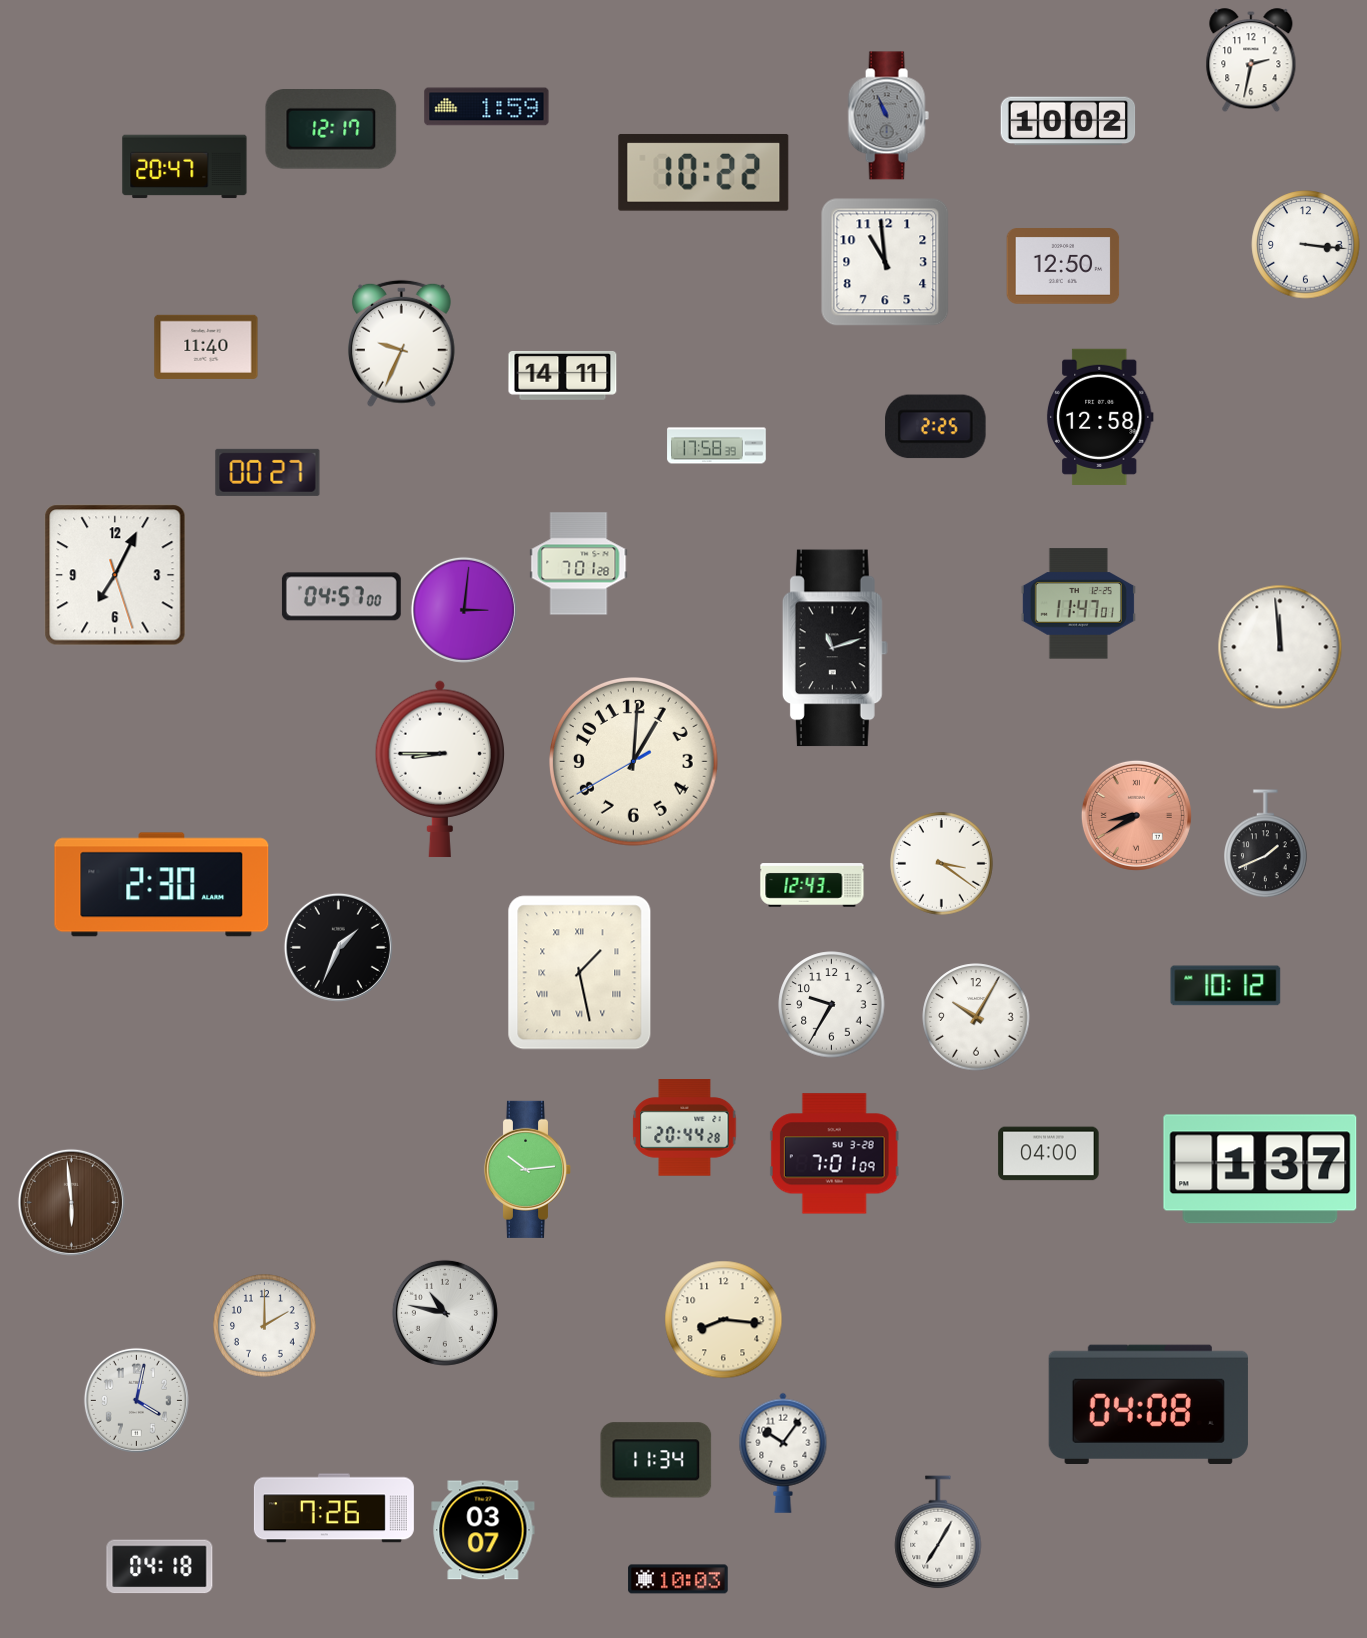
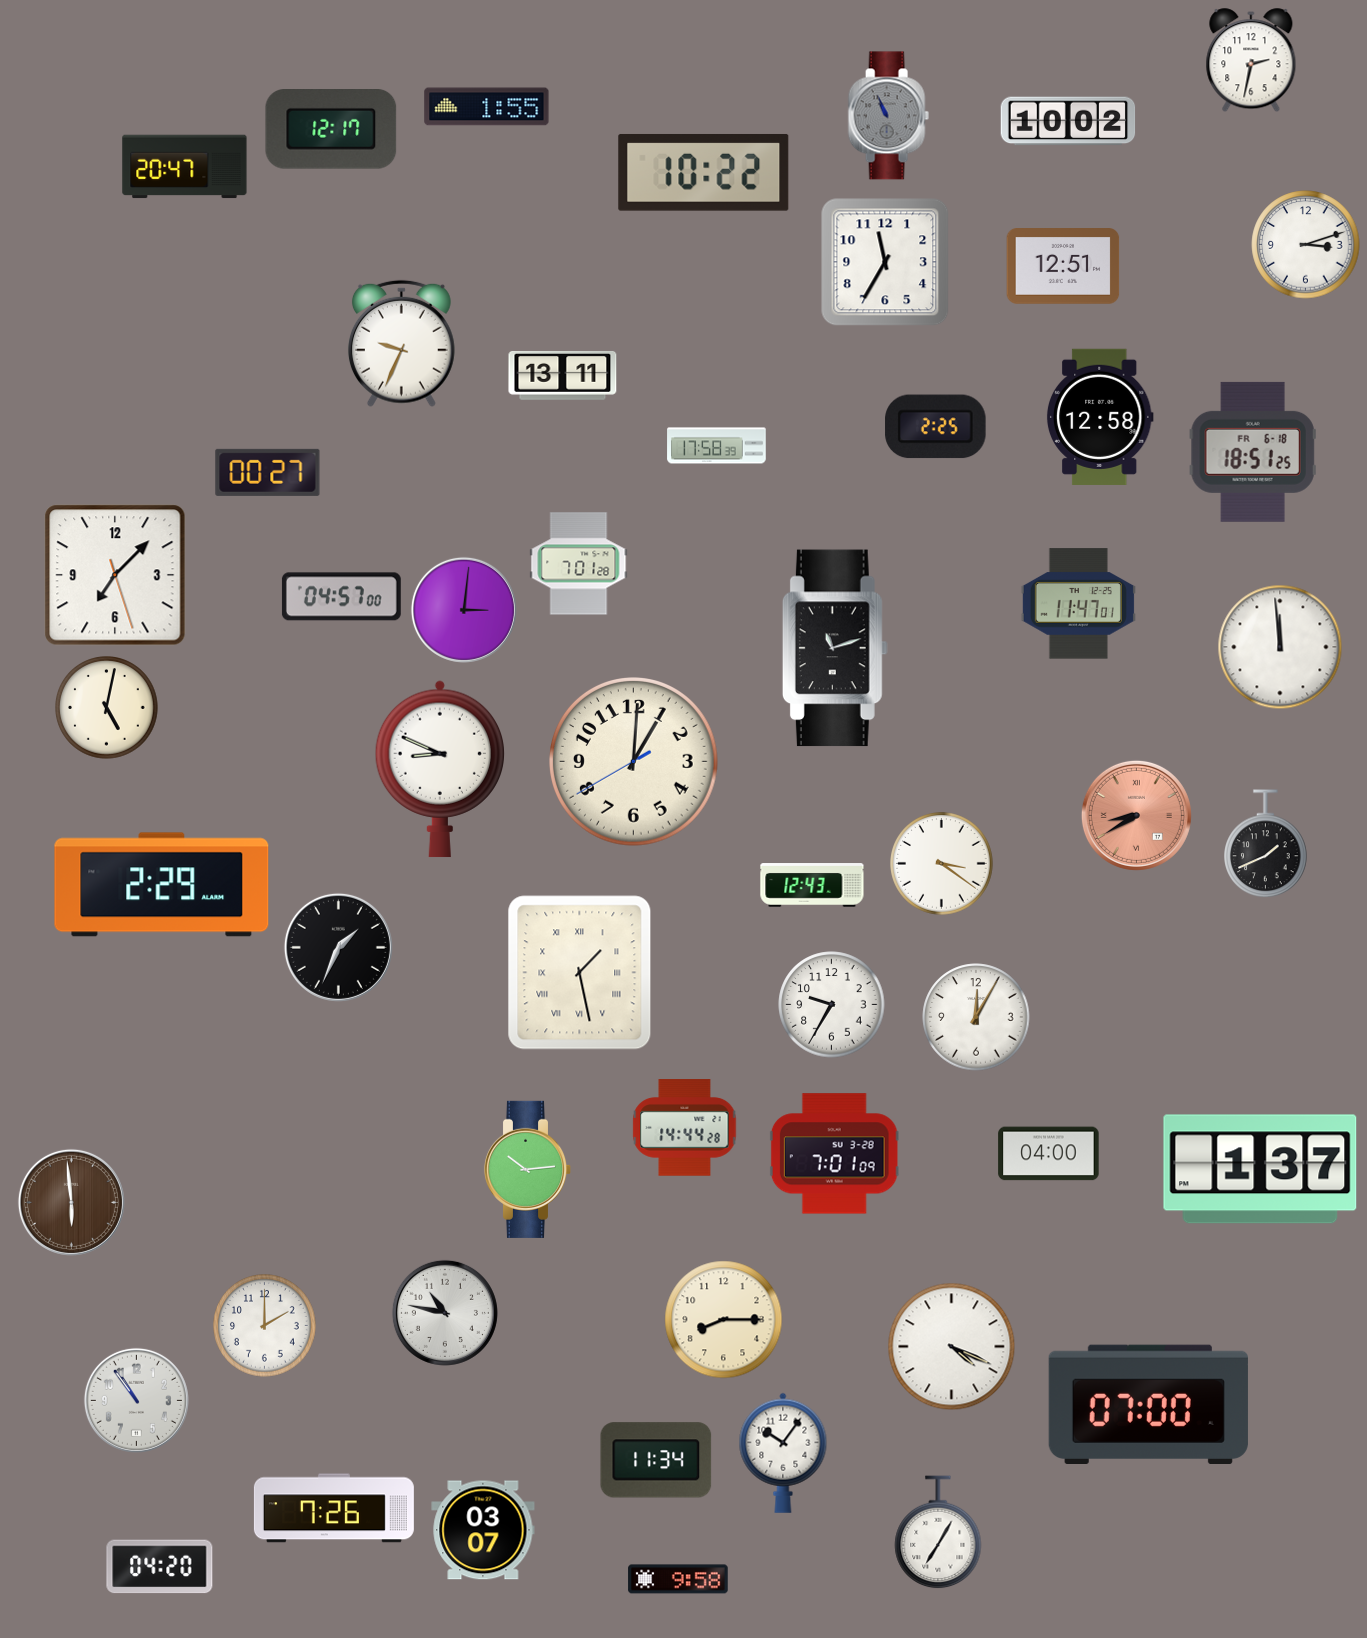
clock at (487, 107): 1:59 -> 1:55
clock at (1306, 245): 3:16 -> 3:12
clock at (885, 262): 10:59 -> 11:35
clock at (1063, 267): 12:50 -> 12:51
clock at (206, 347): 11:40 -> none
clock at (563, 375): 14:11 -> 13:11
clock at (1253, 452): none -> 18:51
clock at (115, 575): 7:04 -> 7:07
clock at (107, 708): none -> 5:02
clock at (439, 769): 8:45 -> 8:49
clock at (162, 885): 2:30 -> 2:29
clock at (1226, 986): 10:12 -> none
clock at (976, 1017): 10:05 -> 12:05
clock at (685, 1128): 20:44 -> 14:44
clock at (724, 1320): 8:16 -> 8:15
clock at (952, 1347): none -> 4:19
clock at (136, 1400): 4:02 -> 10:54
clock at (1148, 1404): 04:08 -> 07:00
clock at (160, 1567): 04:18 -> 04:20
clock at (678, 1579): 10:03 -> 9:58
